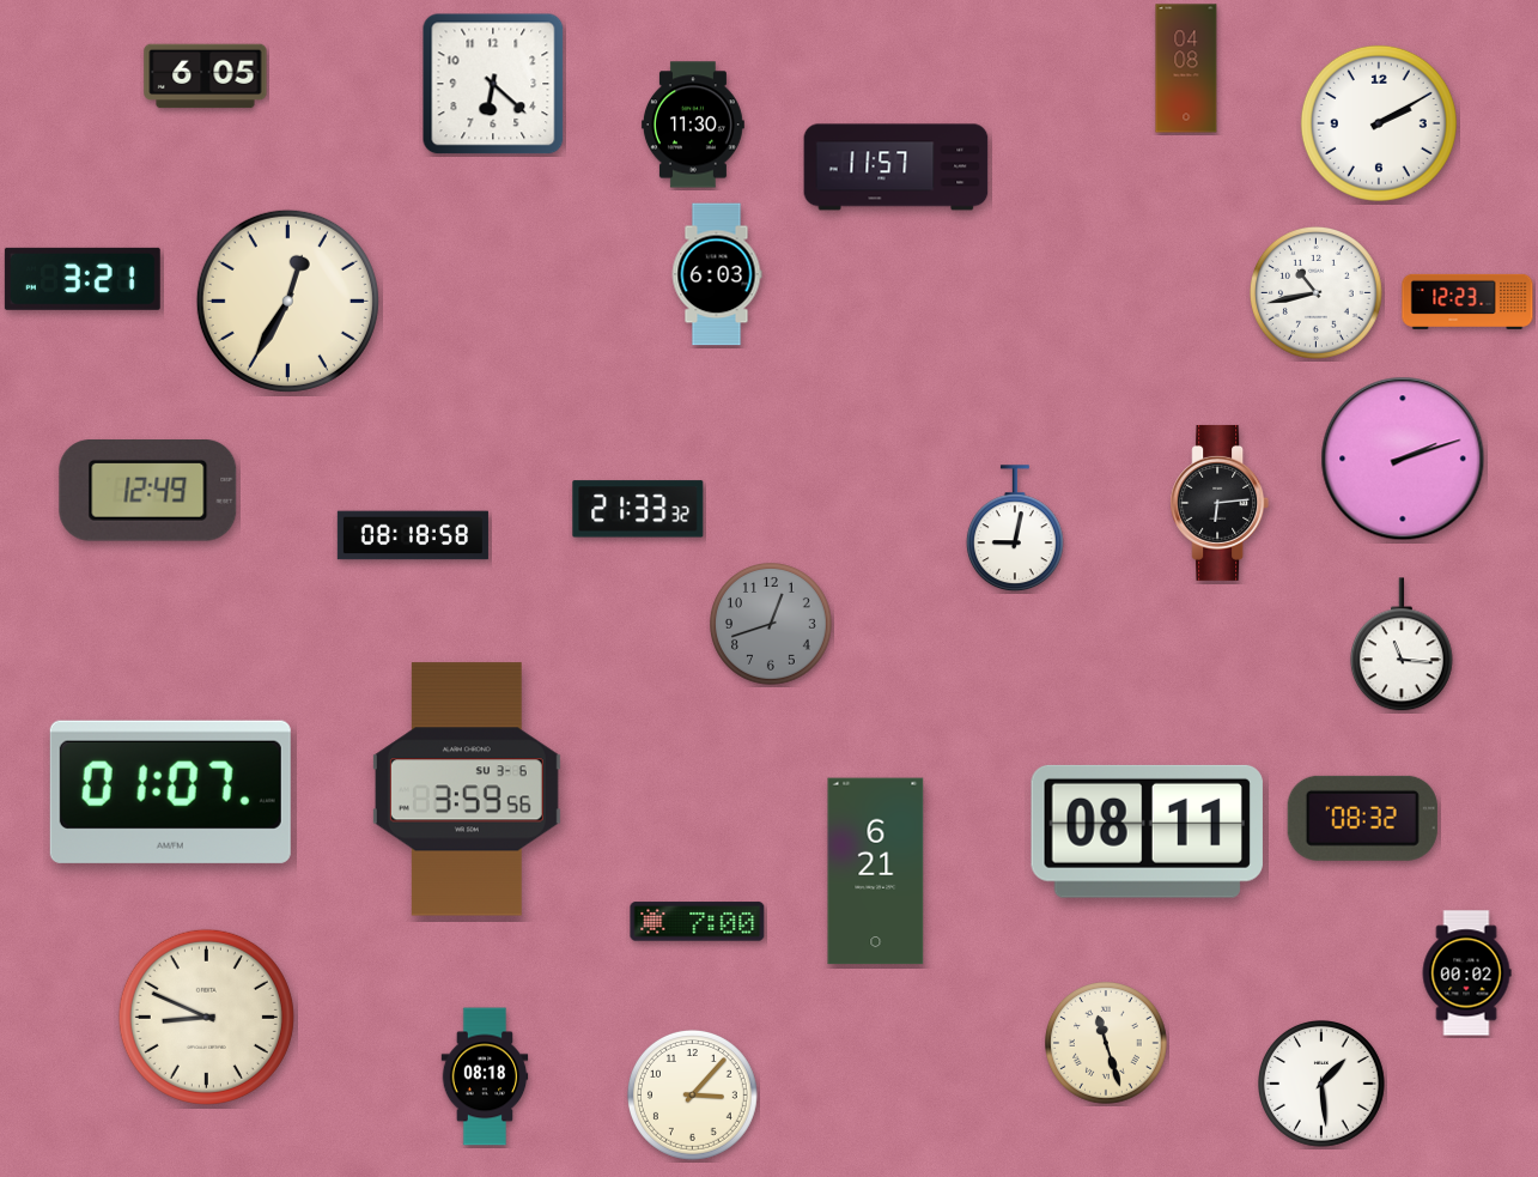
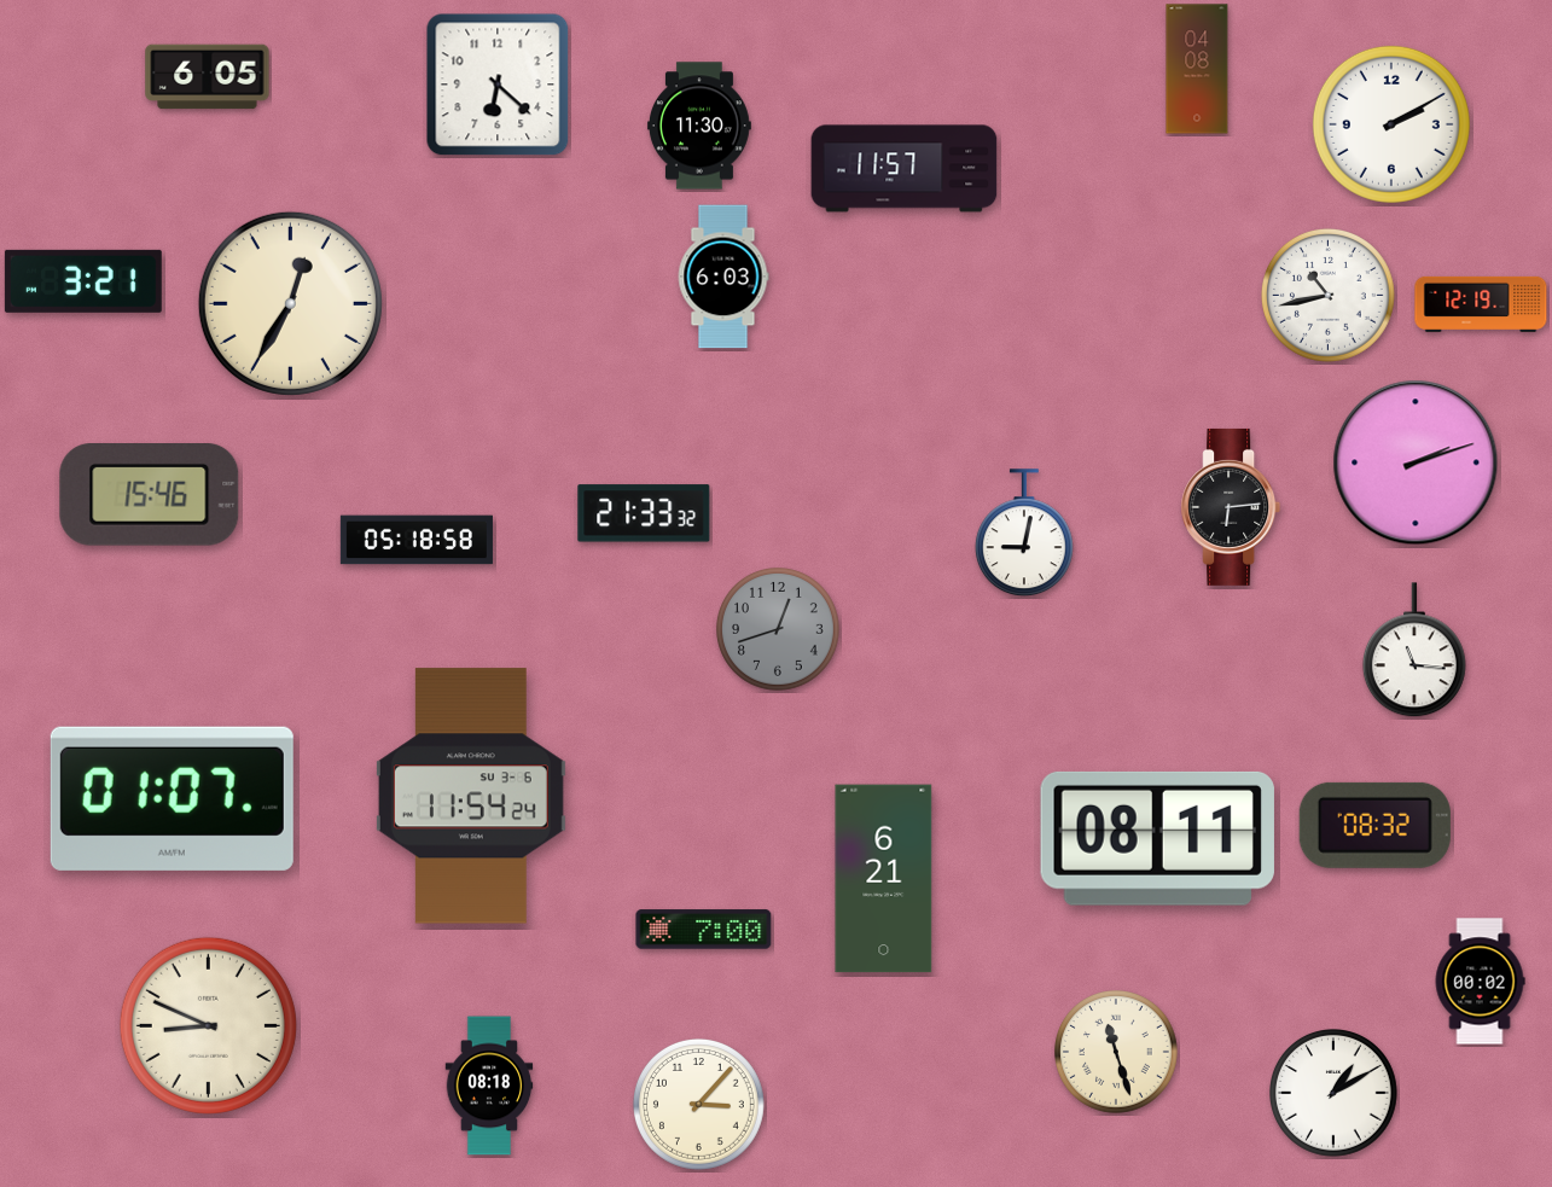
clock at (1467, 302): 12:23 -> 12:19
clock at (148, 491): 12:49 -> 15:46
clock at (413, 535): 08:18 -> 05:18
clock at (467, 789): 3:59 -> 11:54
clock at (1323, 1085): 1:29 -> 1:10
